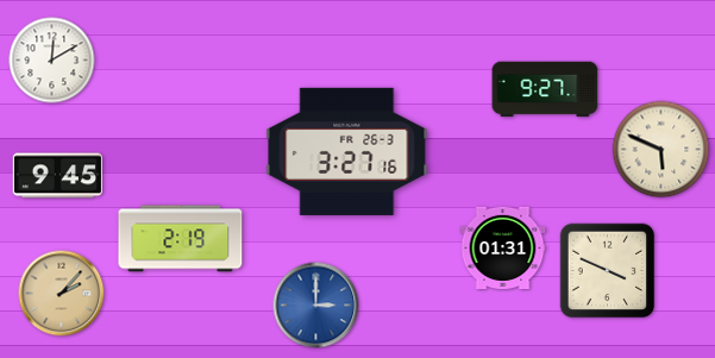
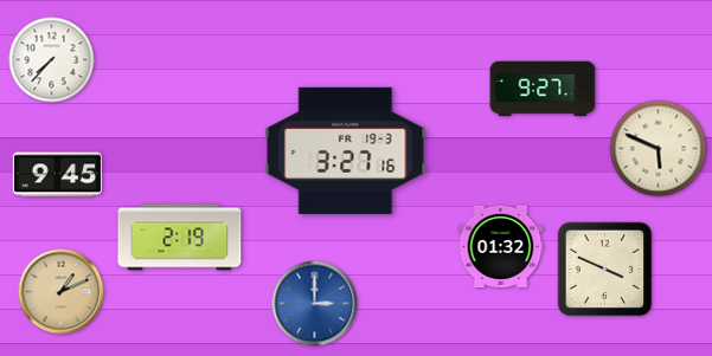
clock at (52, 61): 12:10 -> 7:37
clock at (347, 151) date: FR 26-3 -> FR 19-3
clock at (503, 247): 01:31 -> 01:32
clock at (62, 294): 2:07 -> 1:11
